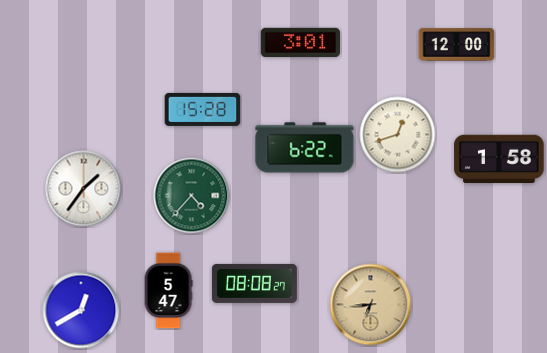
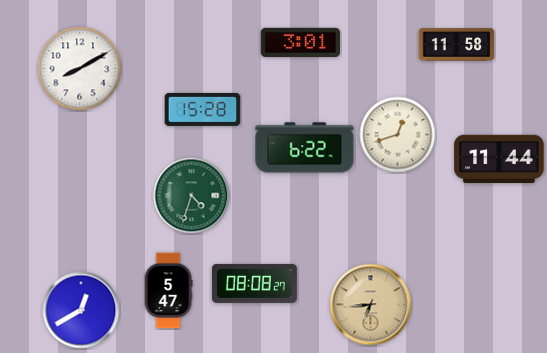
clock at (457, 45): 12:00 -> 11:58
clock at (80, 69): none -> 8:10
clock at (499, 159): 1:58 -> 11:44
clock at (84, 189): 1:36 -> none
clock at (192, 196): 4:37 -> 4:33
